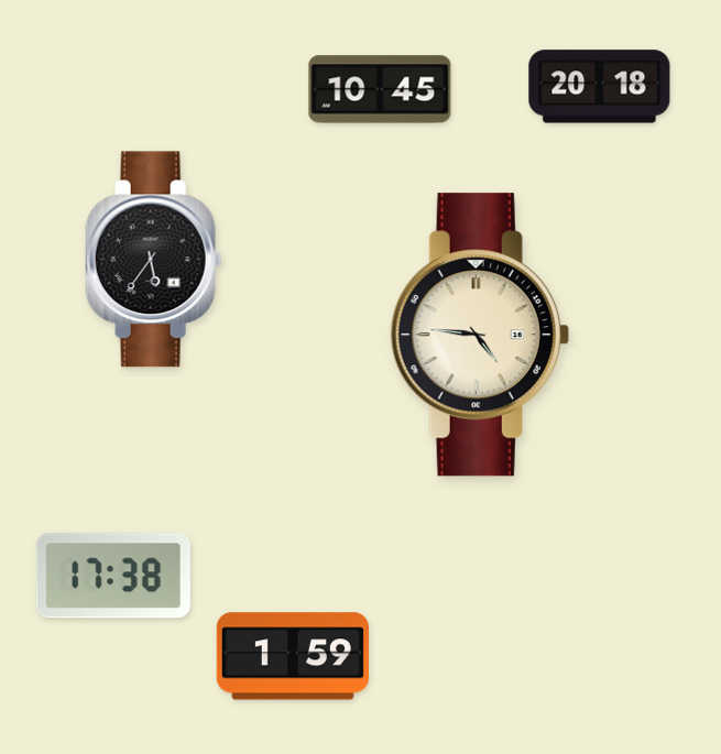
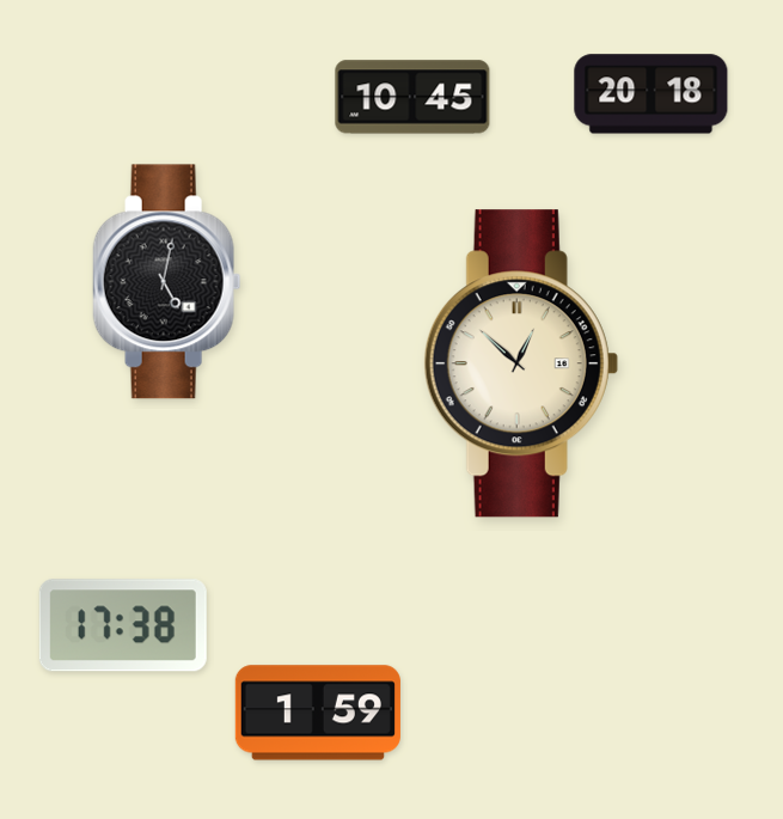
clock at (154, 260): 5:36 -> 5:02
clock at (480, 335): 4:46 -> 12:52
